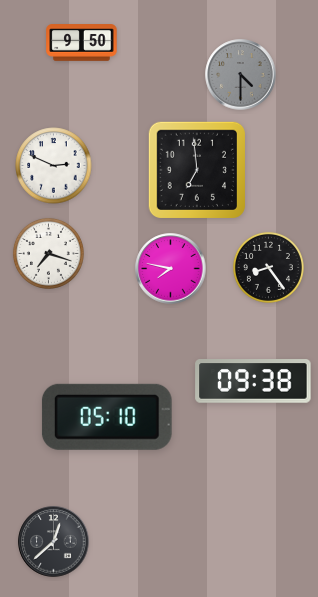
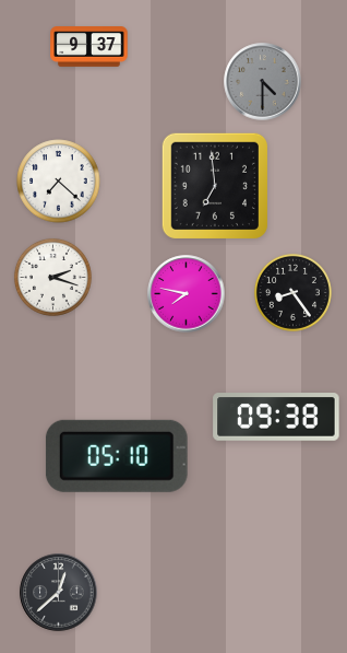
clock at (82, 43): 9:50 -> 9:37
clock at (54, 166): 2:49 -> 7:22
clock at (48, 253): 7:18 -> 2:18
